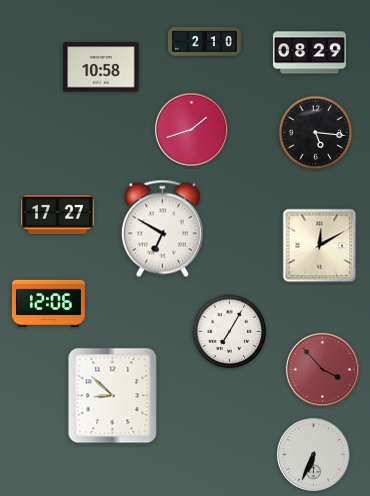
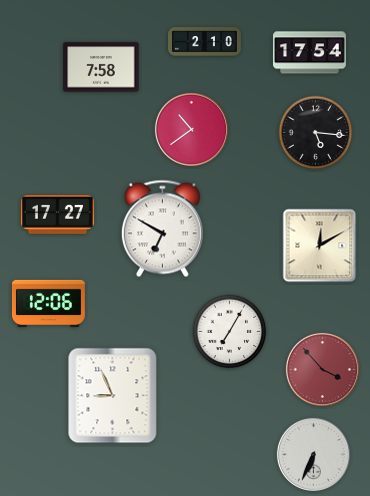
clock at (309, 53): 08:29 -> 17:54
clock at (101, 67): 10:58 -> 7:58
clock at (191, 129): 1:42 -> 10:39
clock at (113, 396): 8:52 -> 8:56
